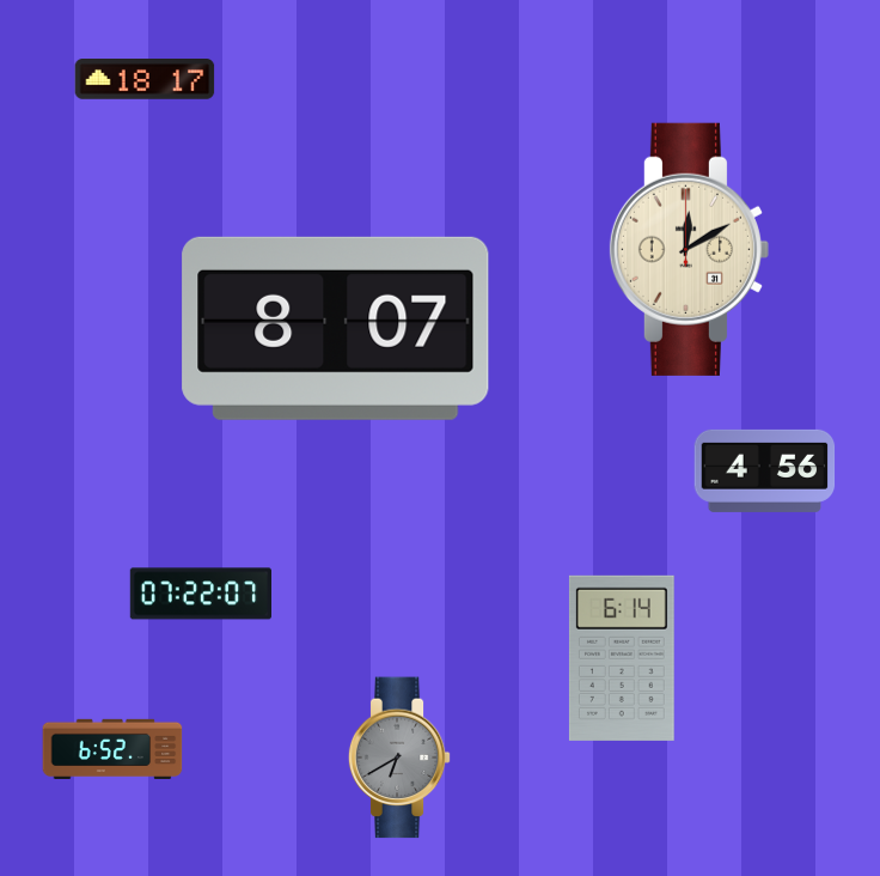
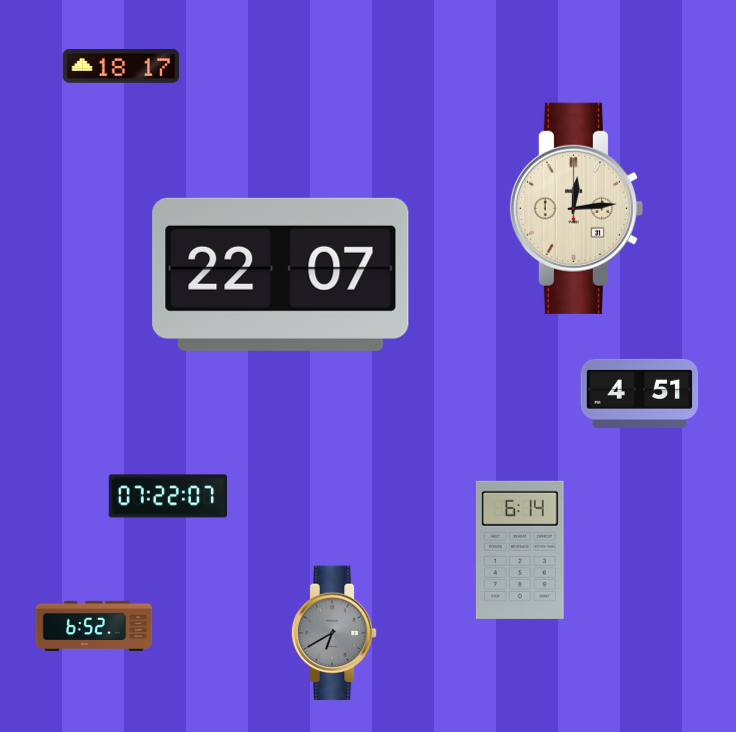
clock at (689, 249): 12:10 -> 12:14
clock at (336, 328): 8:07 -> 22:07
clock at (765, 470): 4:56 -> 4:51
